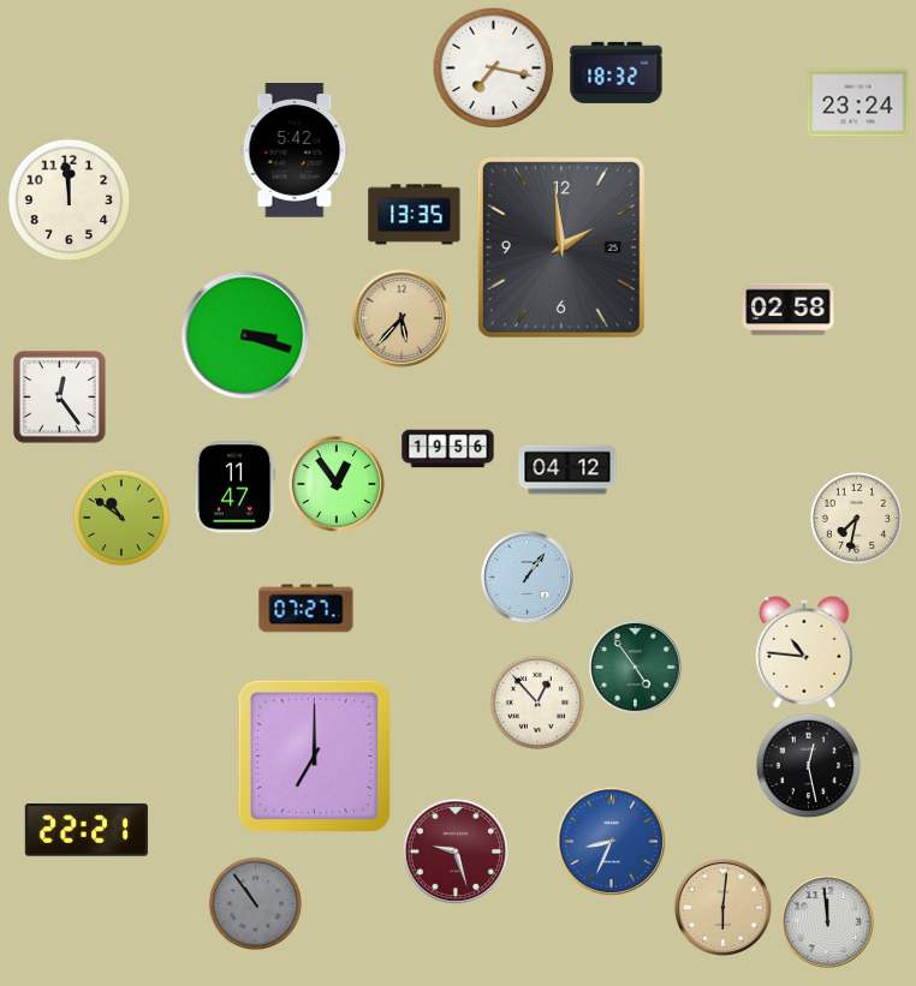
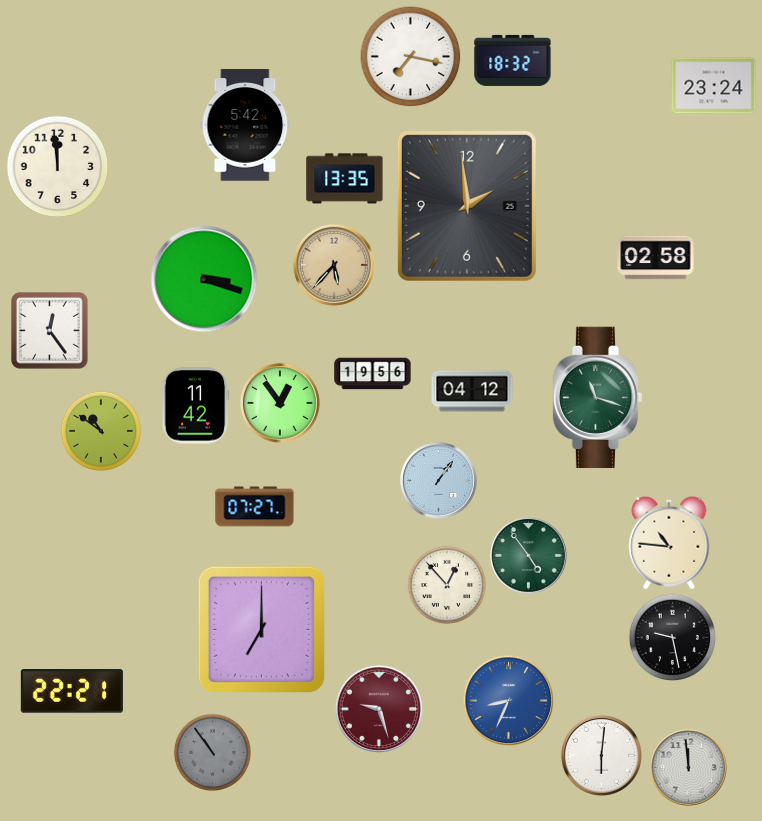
clock at (598, 397): none -> 11:18
clock at (234, 488): 11:47 -> 11:42
clock at (856, 518): 7:32 -> none
clock at (808, 765): 12:28 -> 9:28
clock at (722, 907) dial: champagne -> white
